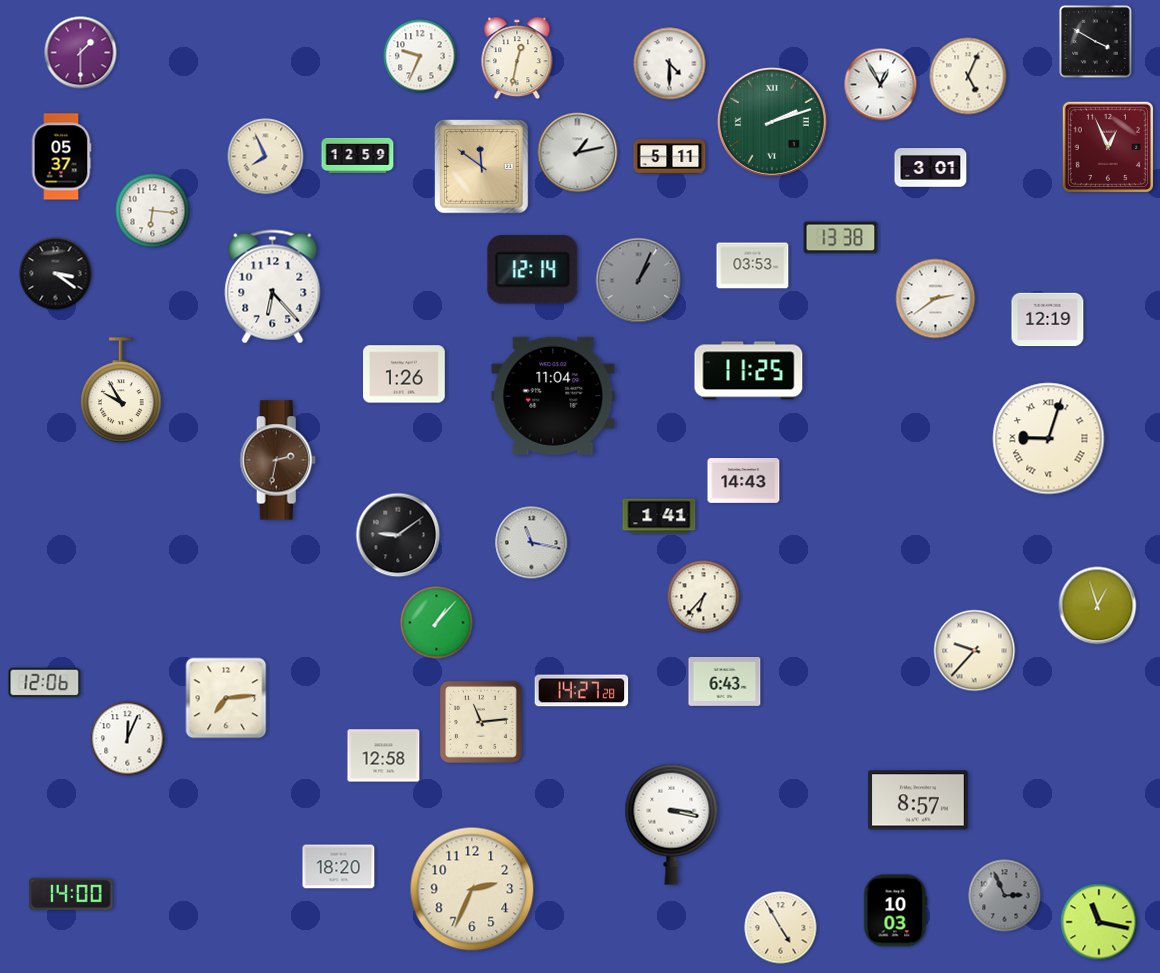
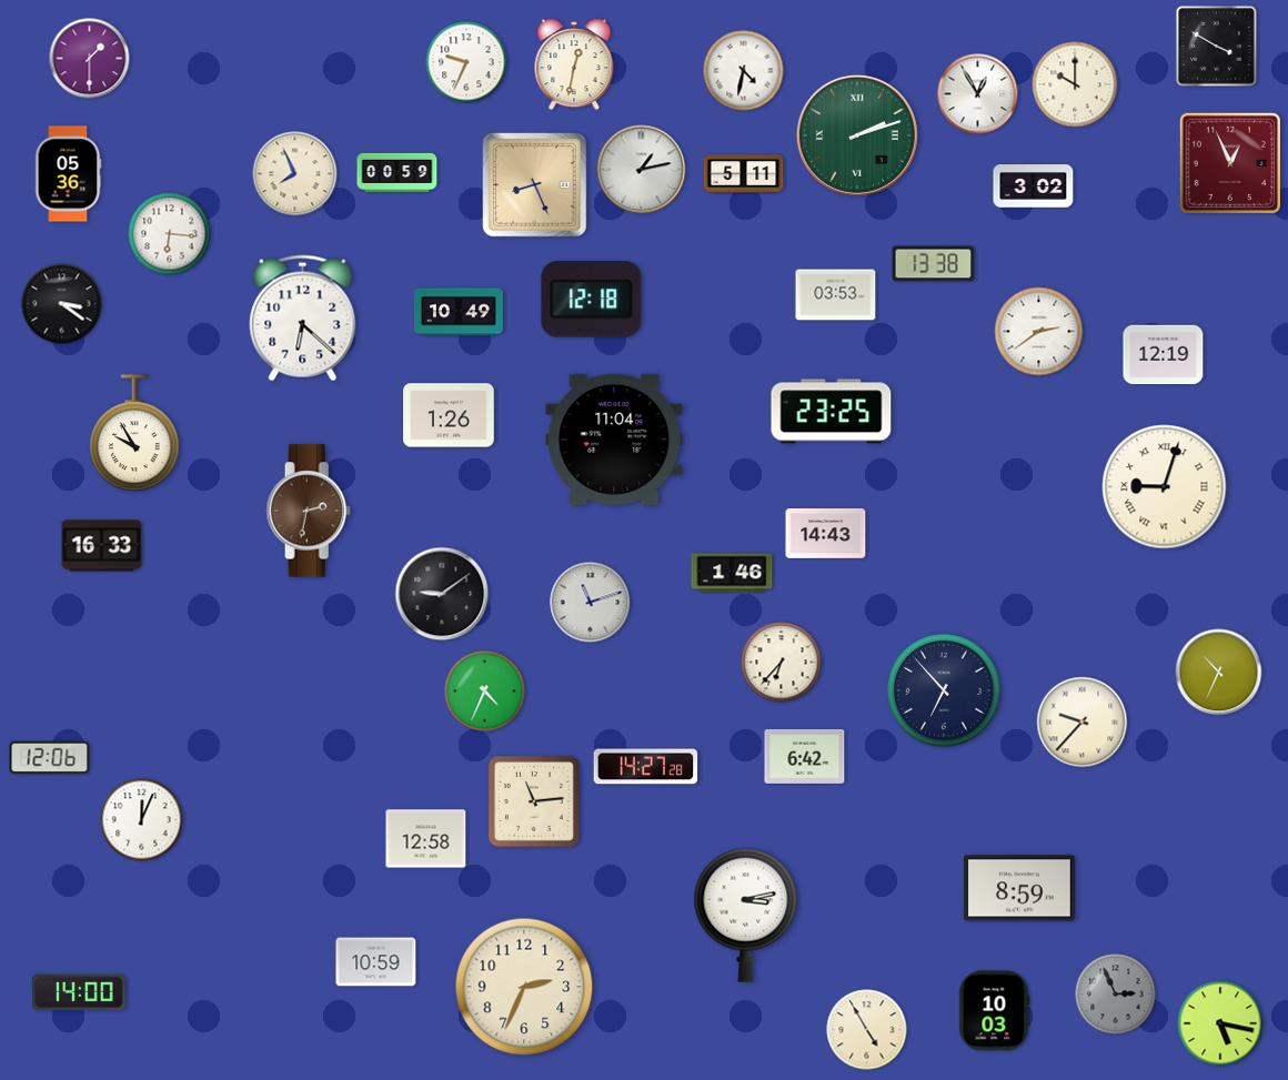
clock at (670, 64): 4:30 -> 4:32
clock at (968, 76): 5:04 -> 10:00
clock at (358, 155): 12:59 -> 00:59
clock at (61, 157): 05:37 -> 05:36
clock at (482, 167): 11:51 -> 8:26
clock at (931, 168): 3:01 -> 3:02
clock at (533, 270): 12:14 -> 12:18
clock at (459, 312): none -> 10:49
clock at (639, 281): 1:04 -> none
clock at (273, 287): 6:23 -> 6:22
clock at (749, 371): 11:25 -> 23:25
clock at (102, 546): none -> 16:33
clock at (659, 516): 1:41 -> 1:46
clock at (532, 543): 11:17 -> 11:12
clock at (1098, 606): 12:57 -> 10:34
clock at (944, 690): none -> 6:53
clock at (437, 623): 1:07 -> 4:34
clock at (725, 681): 6:43 -> 6:42
clock at (226, 698): 7:14 -> none
clock at (918, 800): 8:57 -> 8:59
clock at (672, 824): 3:17 -> 3:13
clock at (339, 867): 18:20 -> 10:59
clock at (1099, 922): 11:17 -> 5:17
